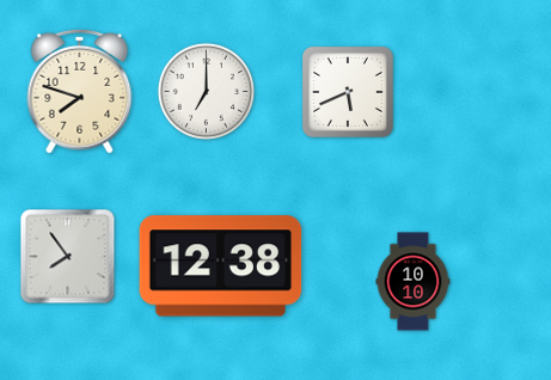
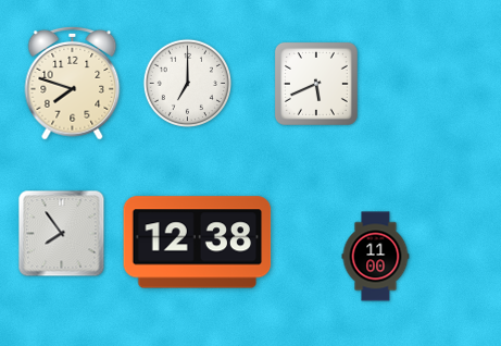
clock at (221, 266) position: (221, 266) -> (198, 243)
clock at (414, 282): 10:10 -> 11:00
